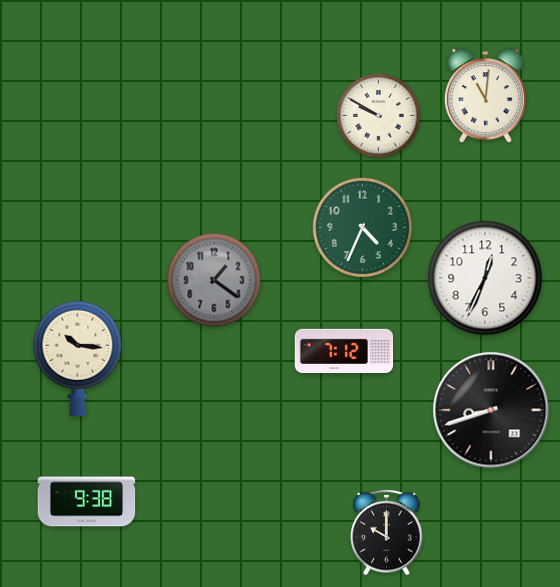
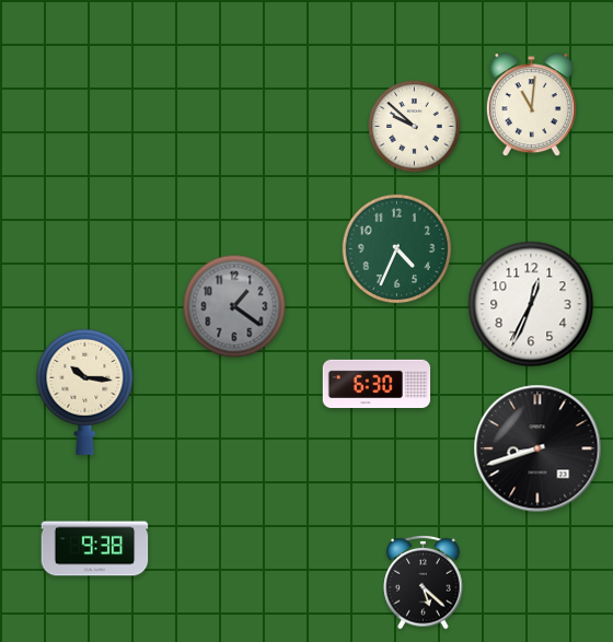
clock at (379, 116): 9:50 -> 9:52
clock at (344, 351): 7:12 -> 6:30
clock at (387, 532): 10:00 -> 5:22
